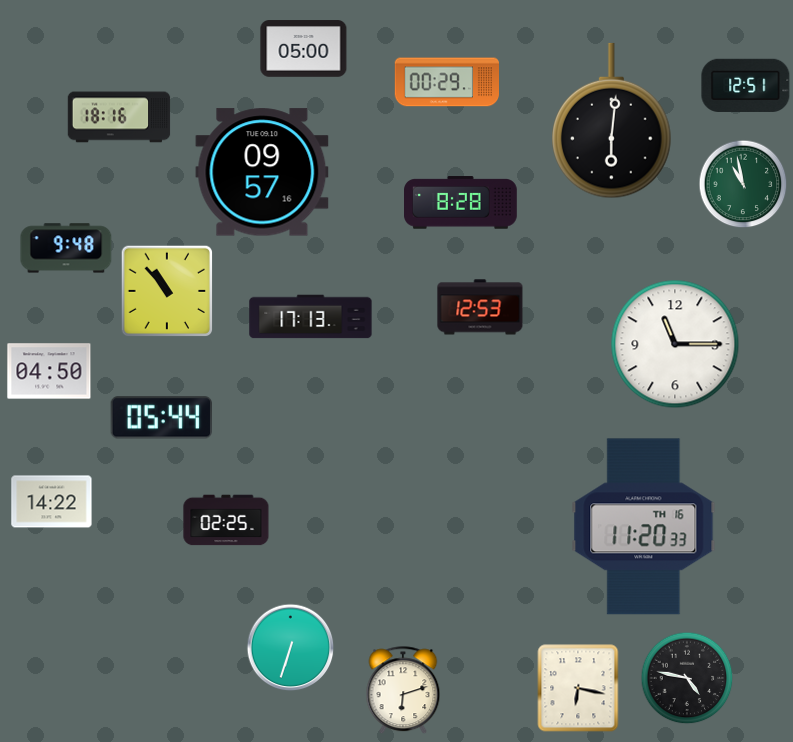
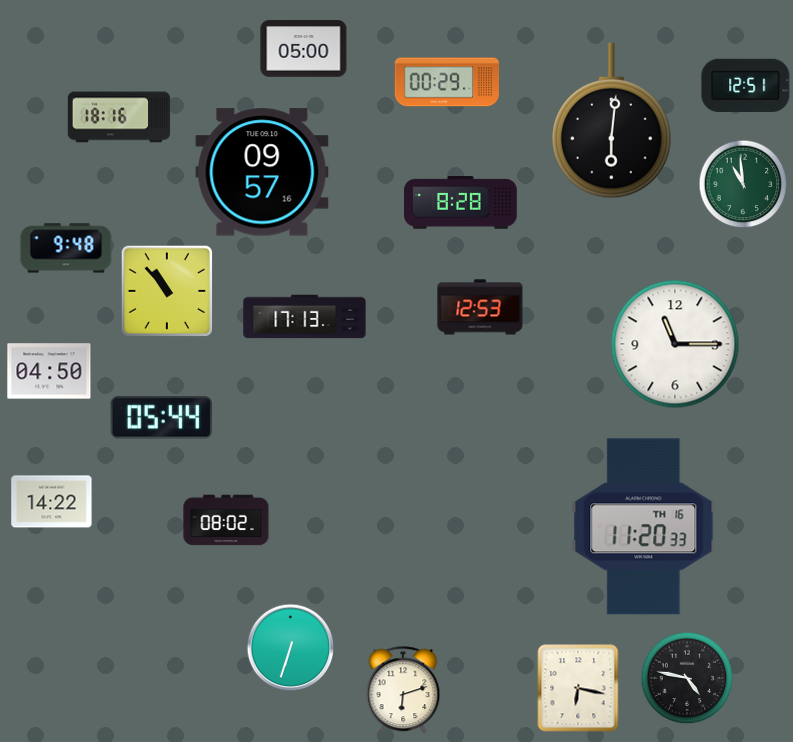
clock at (743, 184): 10:58 -> 10:59
clock at (311, 317) position: (311, 317) -> (305, 317)
clock at (226, 520): 02:25 -> 08:02
